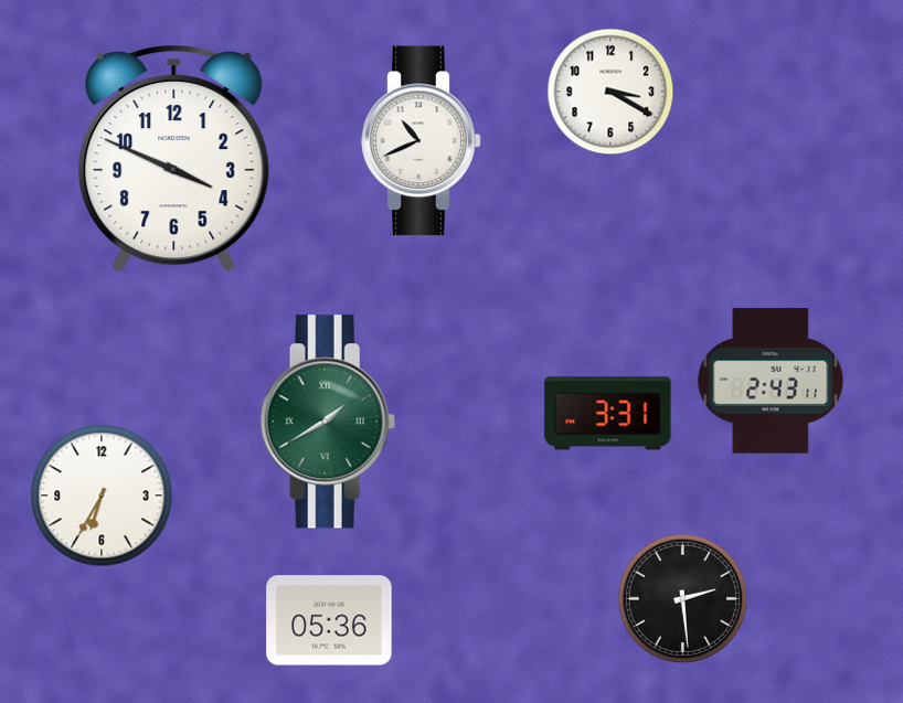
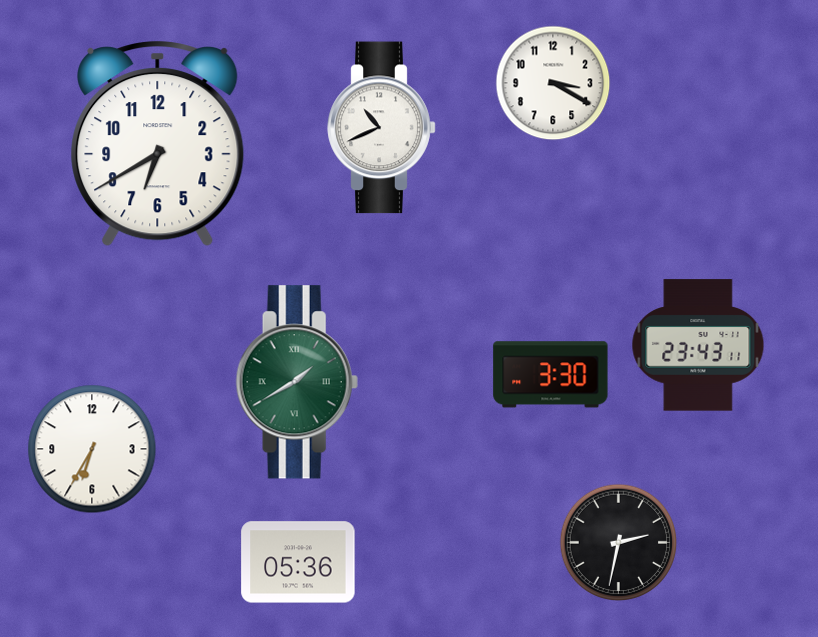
clock at (174, 160): 3:49 -> 6:40
clock at (771, 381): 2:43 -> 23:43
clock at (608, 414): 3:31 -> 3:30
clock at (683, 599): 2:29 -> 2:32
